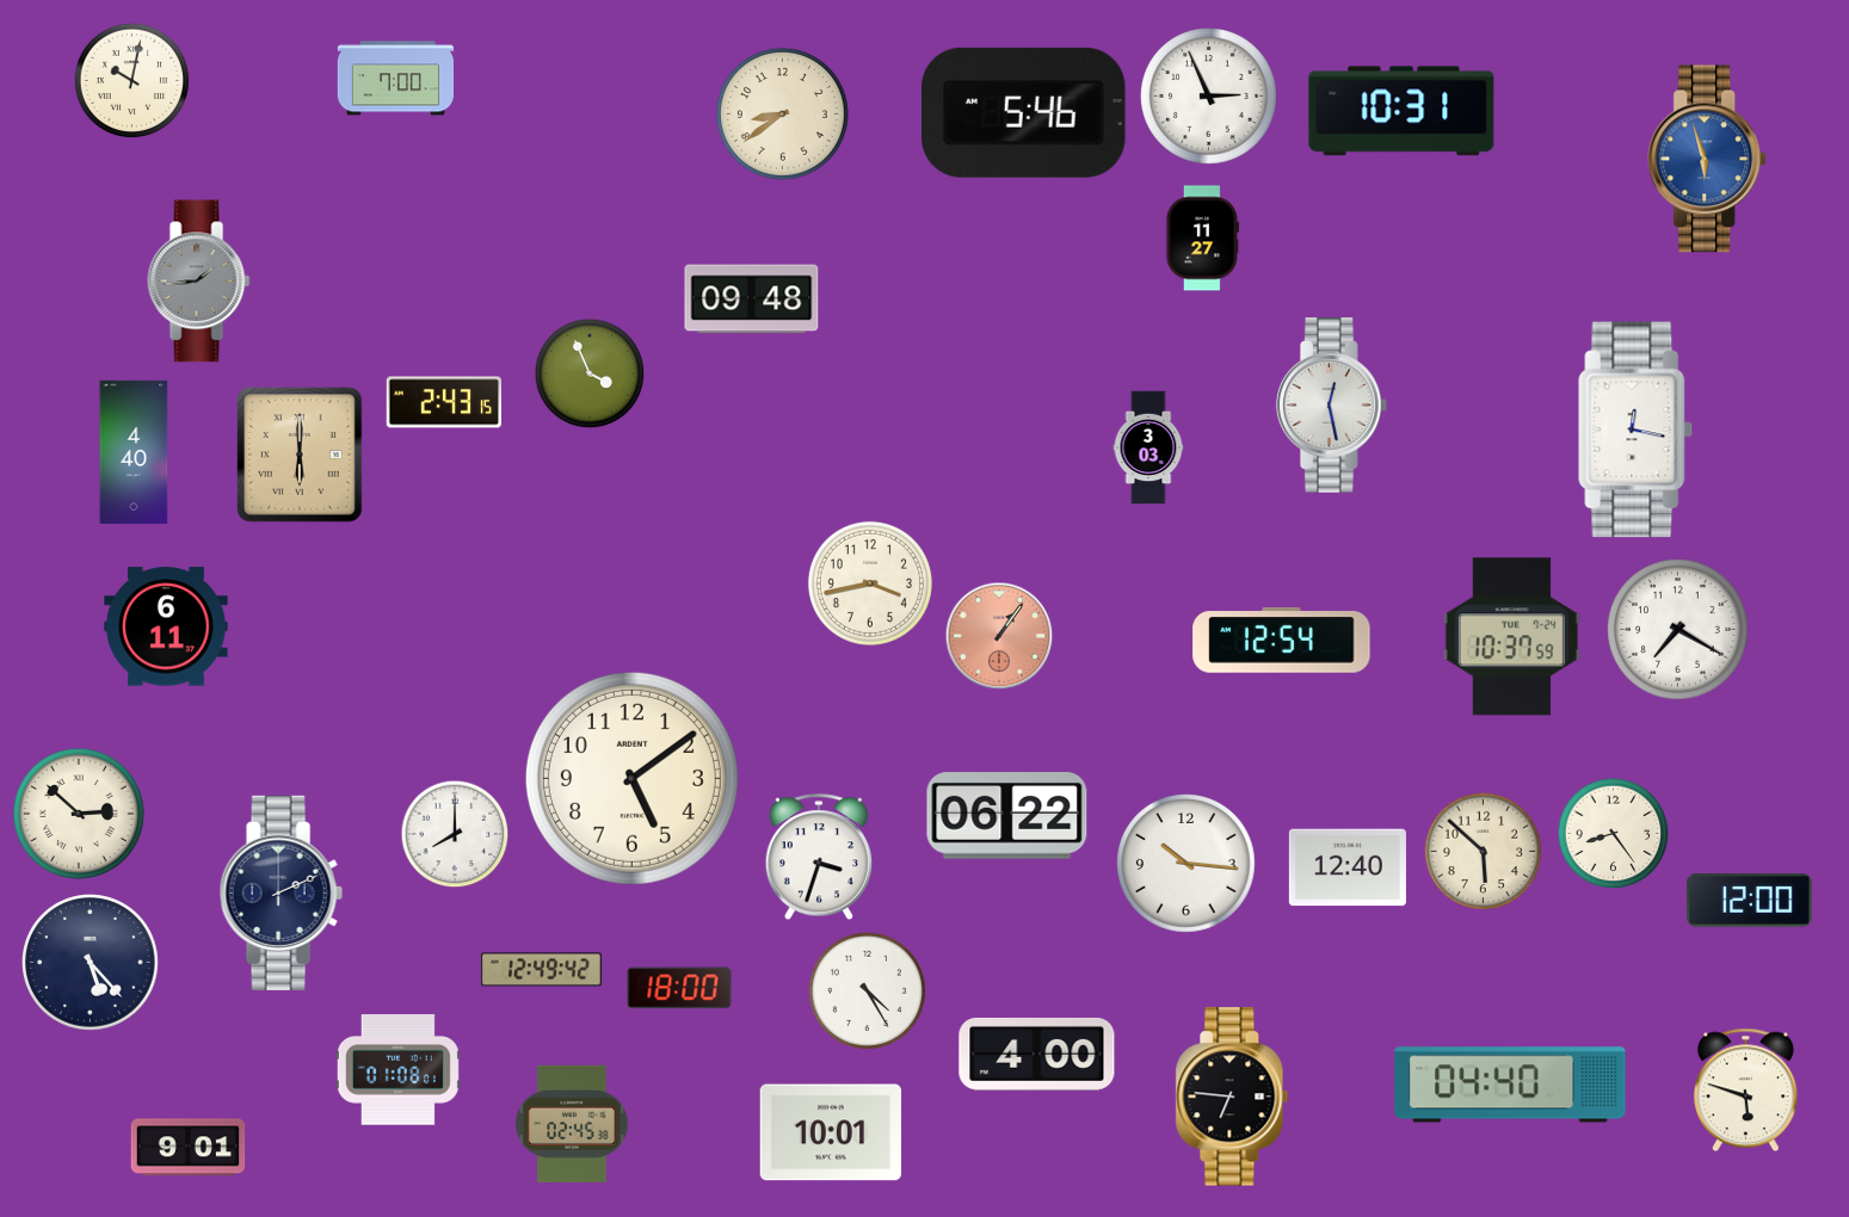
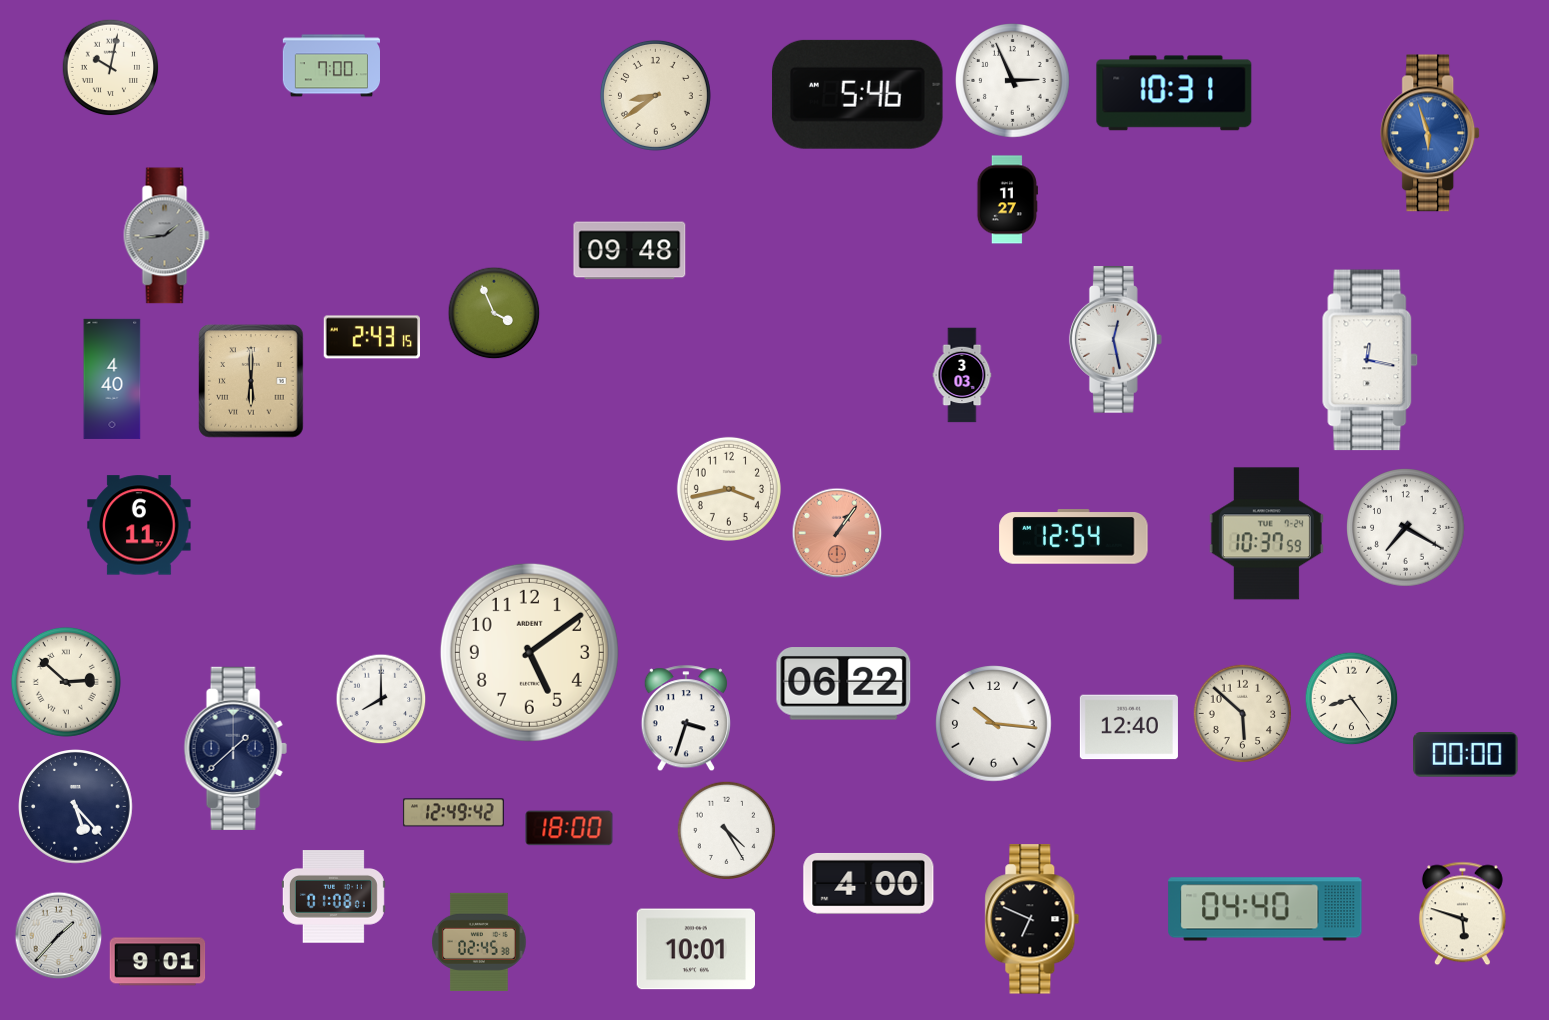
clock at (281, 892): 2:11 -> 1:38
clock at (1750, 901): 12:00 -> 00:00
clock at (1232, 1096): 6:46 -> 6:49
clock at (59, 936): none -> 1:37
